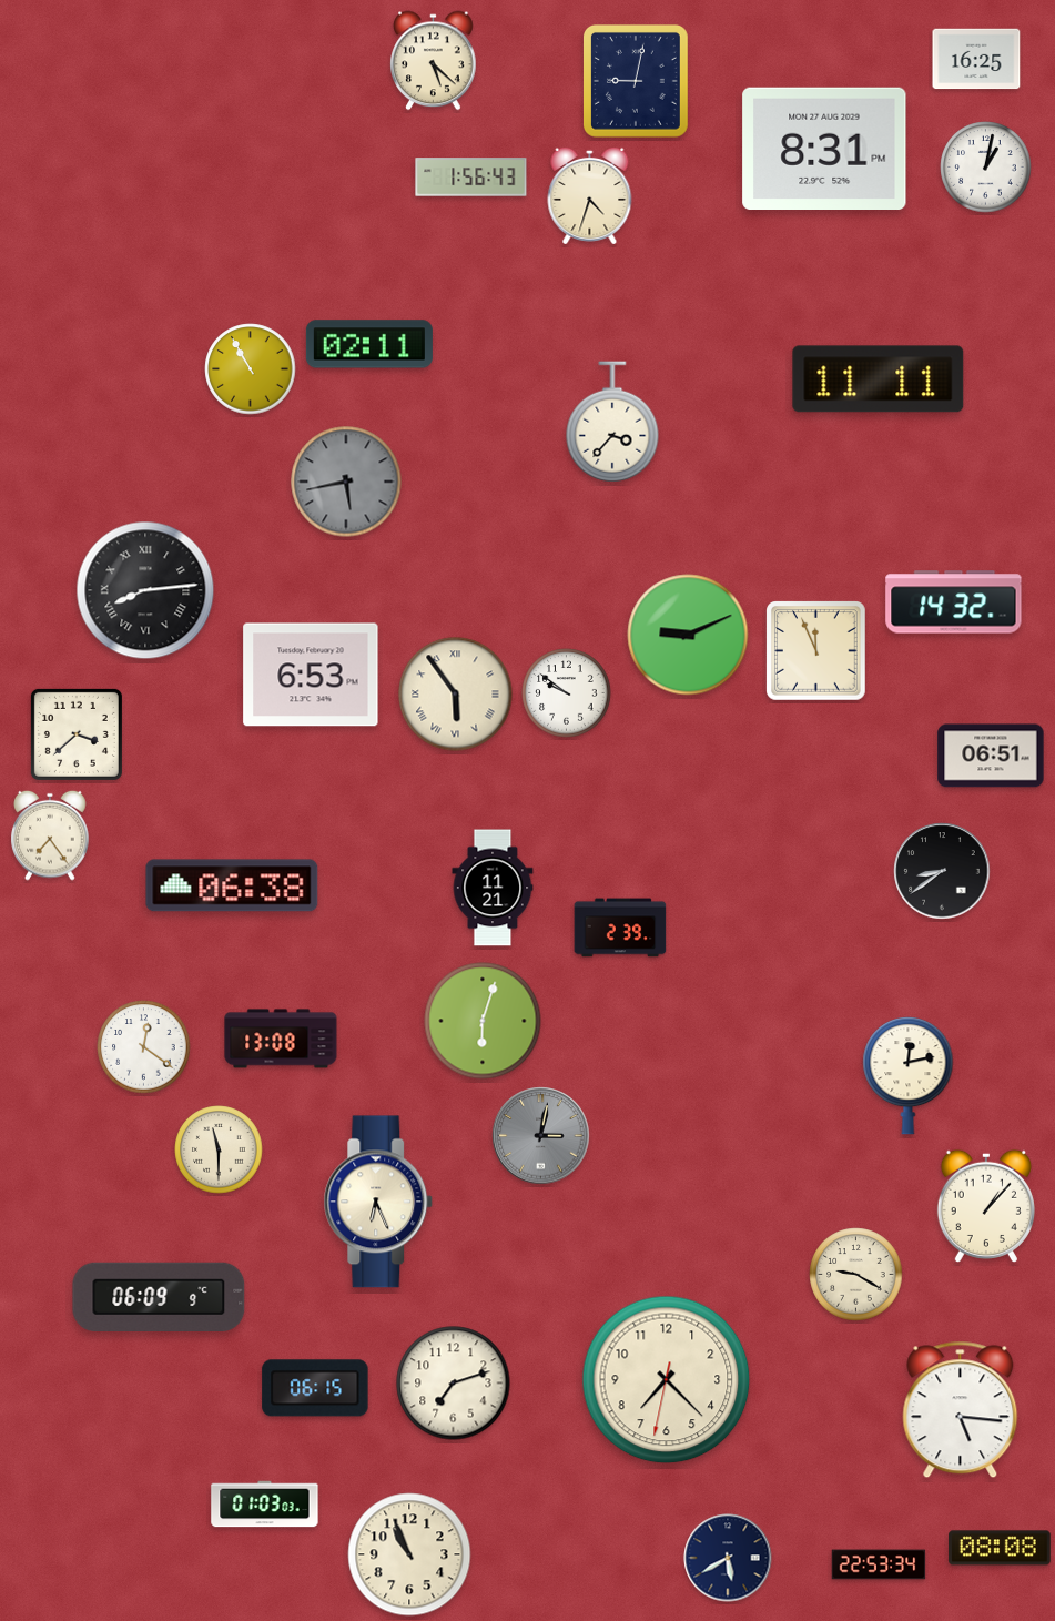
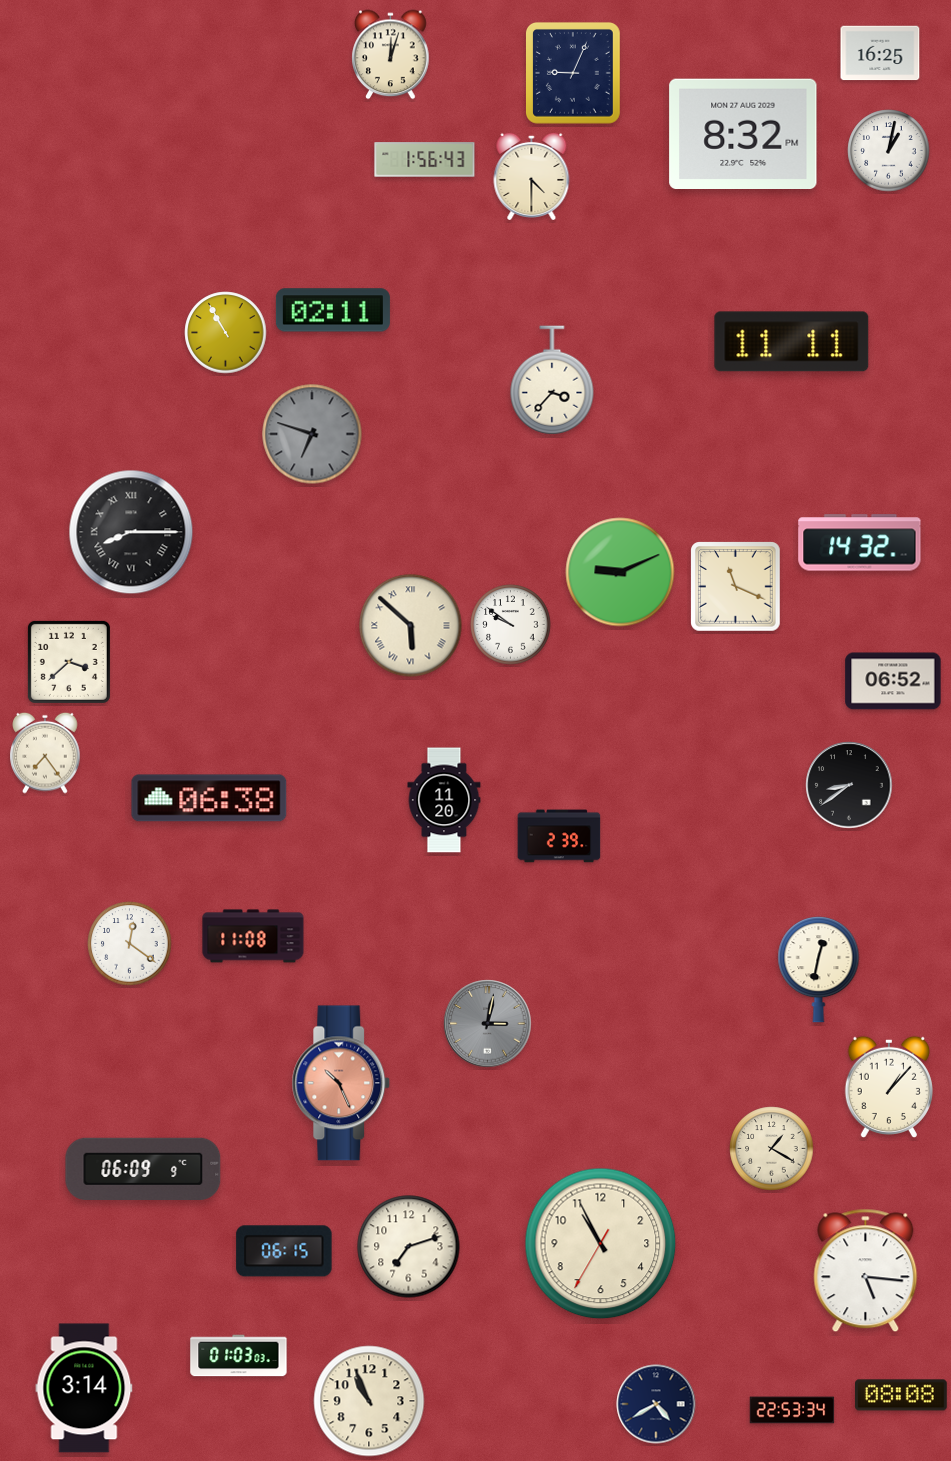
clock at (434, 61): 5:22 -> 12:03
clock at (636, 81): 9:02 -> 9:04
clock at (824, 148): 8:31 -> 8:32
clock at (590, 195): 4:33 -> 4:30
clock at (346, 482): 5:43 -> 6:48
clock at (145, 590): 8:14 -> 8:15
clock at (816, 651): 11:56 -> 11:19
clock at (311, 675): 6:53 -> none
clock at (456, 695): 5:54 -> 5:52
clock at (991, 756): 06:51 -> 06:52
clock at (493, 888): 11:21 -> 11:20
clock at (483, 1021): 6:03 -> none
clock at (281, 1039): 13:08 -> 11:08
clock at (909, 1076): 12:13 -> 12:32
clock at (219, 1149): 11:30 -> none
clock at (378, 1202): 6:26 -> 10:26
clock at (378, 1202) dial: cream -> salmon
clock at (856, 1275): 9:20 -> 1:20
clock at (667, 1380): 7:22 -> 10:55
clock at (84, 1388): none -> 3:14
clock at (728, 1558): 5:40 -> 4:40
